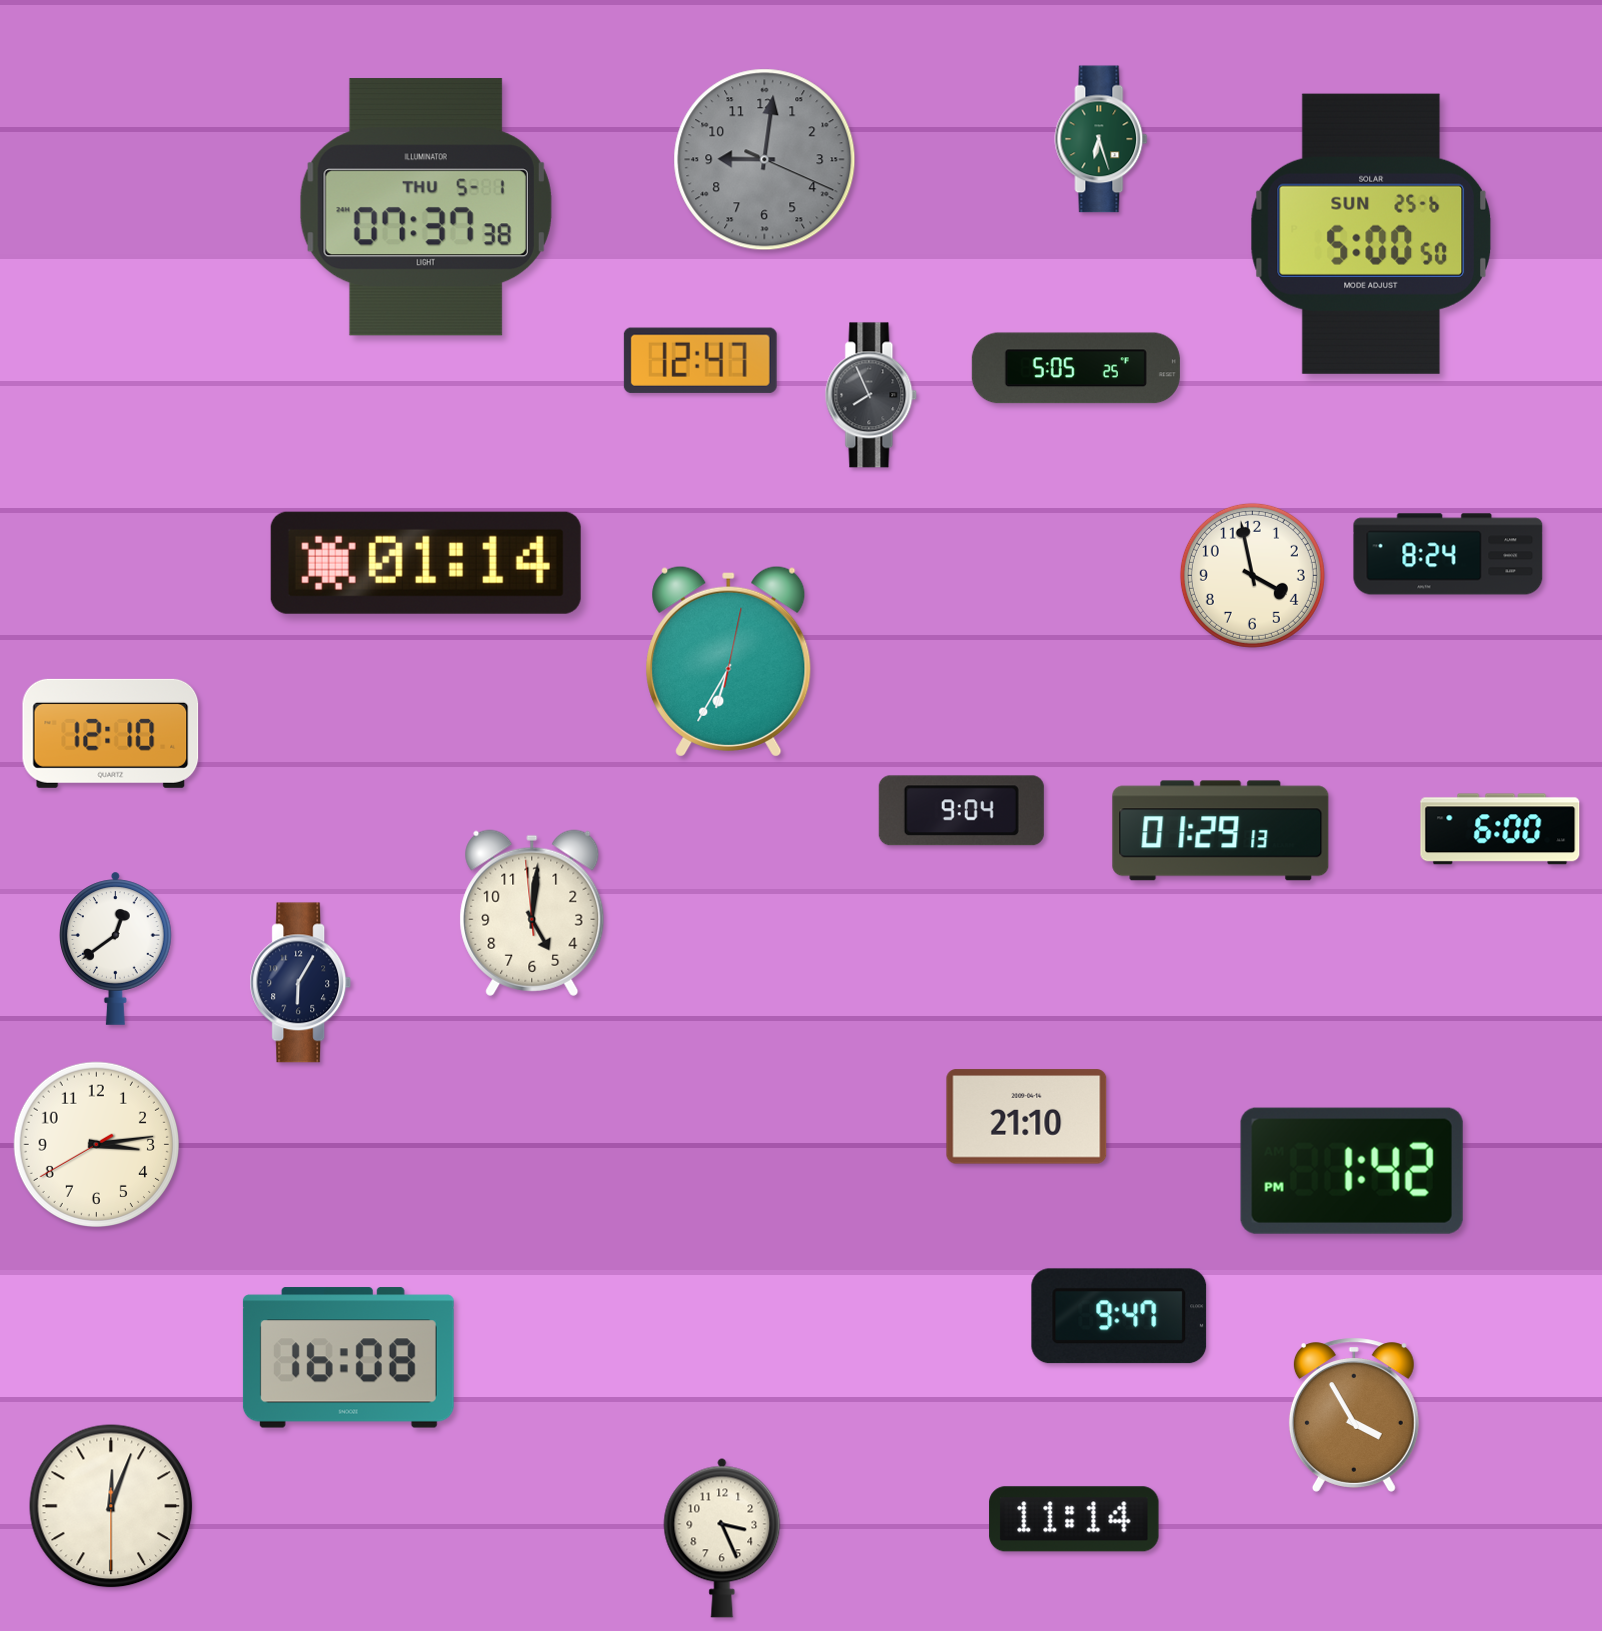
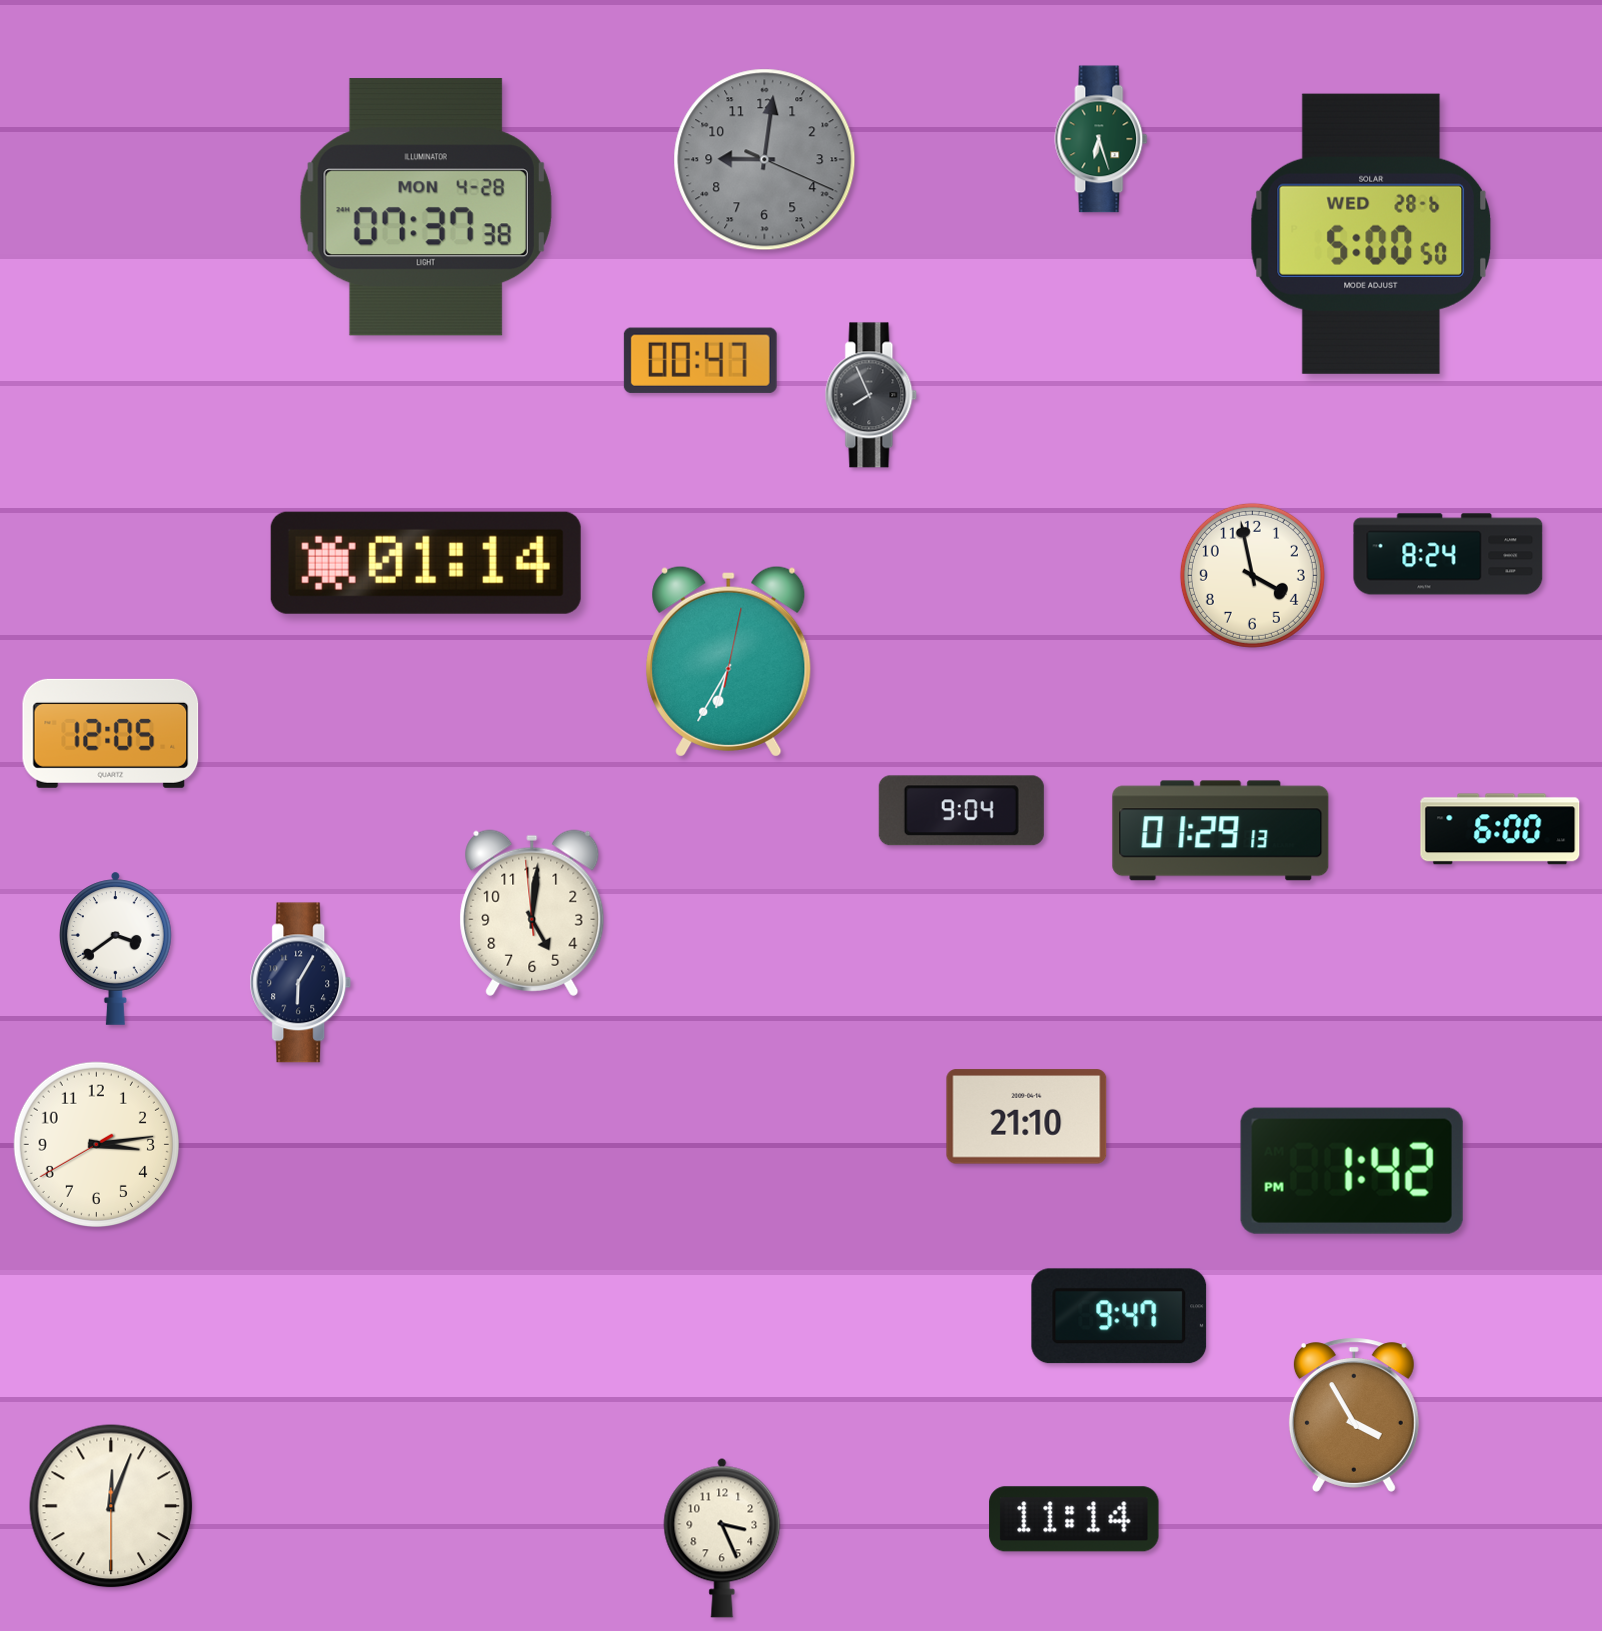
clock at (426, 207) date: THU 5-1 -> MON 4-28
clock at (1371, 234) date: SUN 25-6 -> WED 28-6
clock at (700, 360): 12:47 -> 00:47
clock at (1076, 368): 5:05 -> none
clock at (111, 733): 12:10 -> 12:05
clock at (116, 948): 12:39 -> 3:39
clock at (348, 1358): 16:08 -> none
